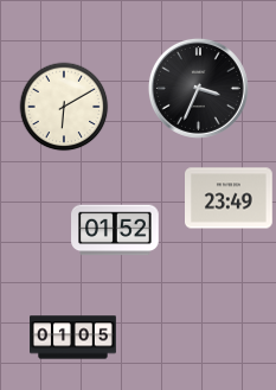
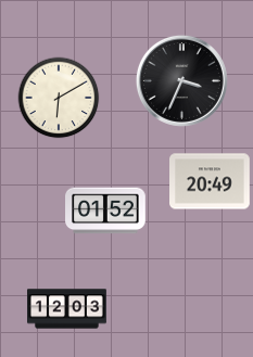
clock at (229, 198): 23:49 -> 20:49
clock at (73, 338): 01:05 -> 12:03
